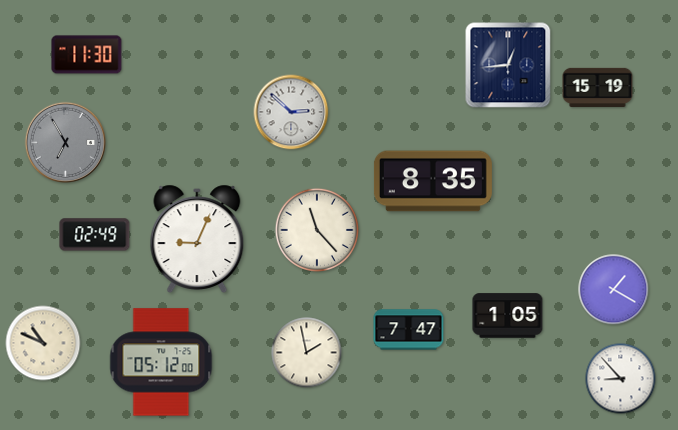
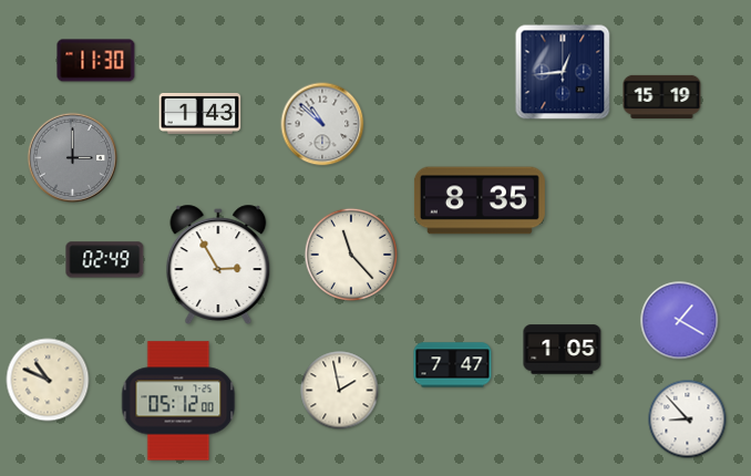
clock at (200, 113): none -> 1:43
clock at (291, 112): 2:52 -> 10:52
clock at (65, 142): 6:55 -> 3:00
clock at (197, 239): 9:04 -> 2:55
